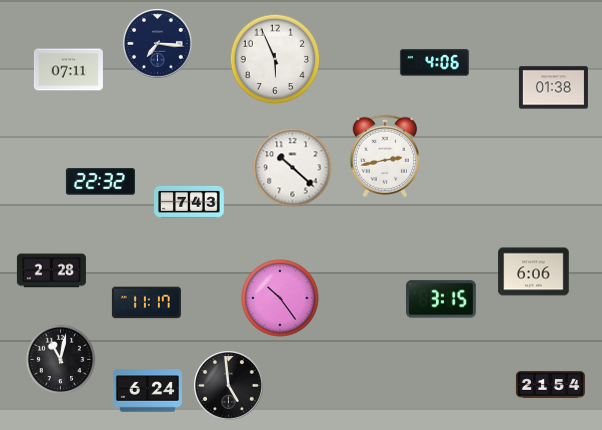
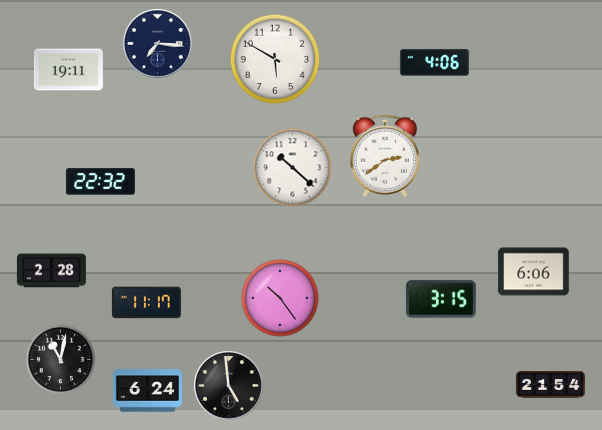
clock at (275, 59): 5:56 -> 5:50
clock at (68, 70): 07:11 -> 19:11
clock at (553, 88): 01:38 -> none
clock at (385, 155): 2:43 -> 2:39
clock at (190, 202): 7:43 -> none
